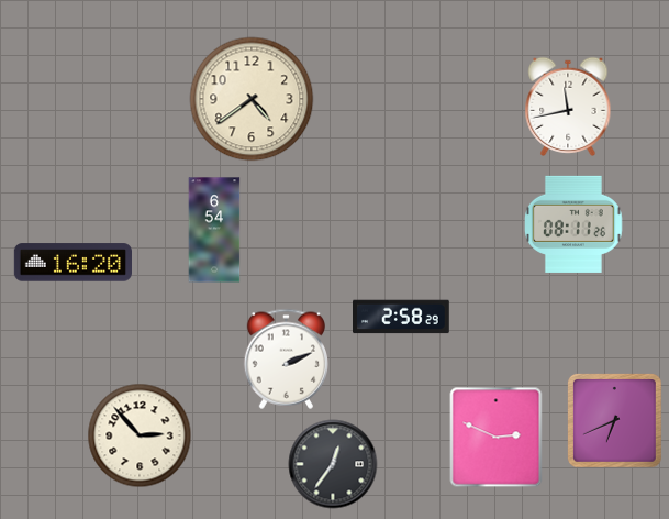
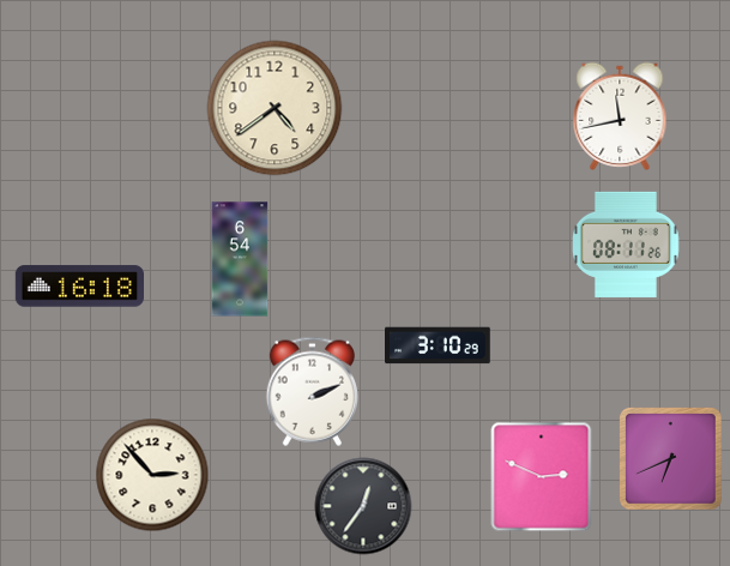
clock at (214, 230) position: (214, 230) -> (240, 259)
clock at (73, 263): 16:20 -> 16:18
clock at (402, 317): 2:58 -> 3:10
